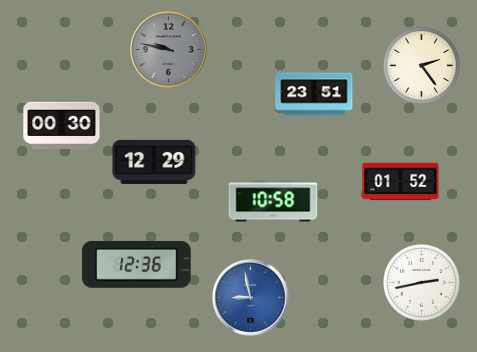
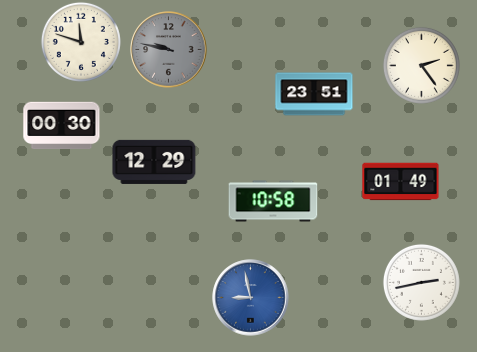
clock at (81, 42): none -> 11:48
clock at (401, 182): 01:52 -> 01:49
clock at (137, 264): 12:36 -> none
